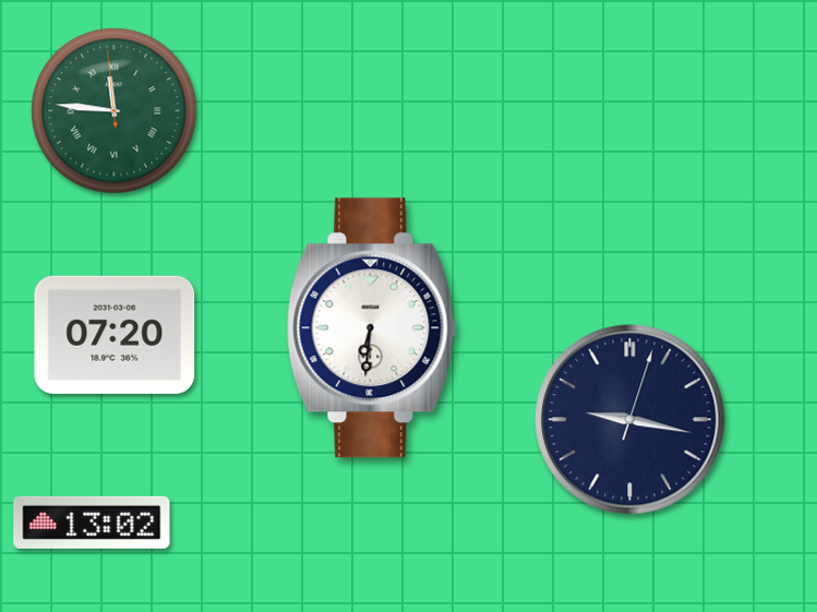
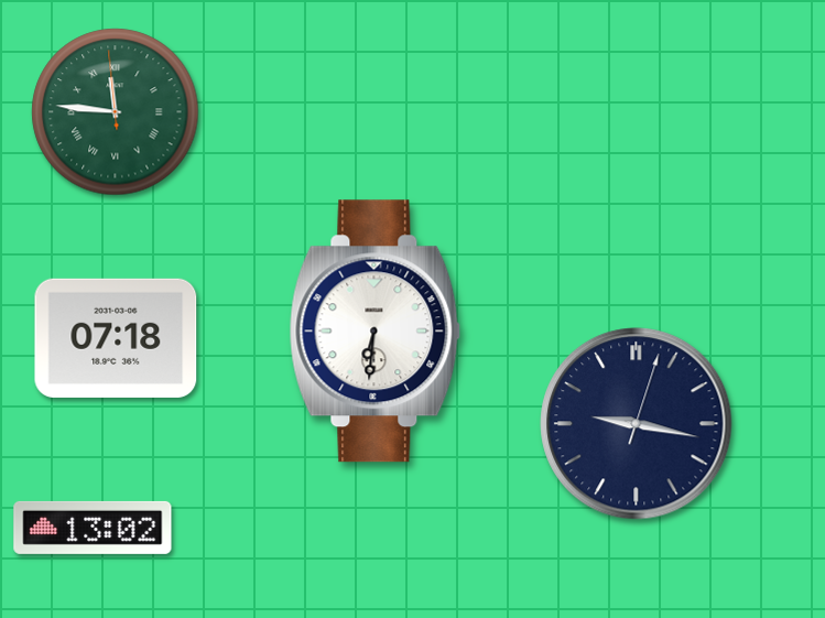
clock at (115, 335): 07:20 -> 07:18
